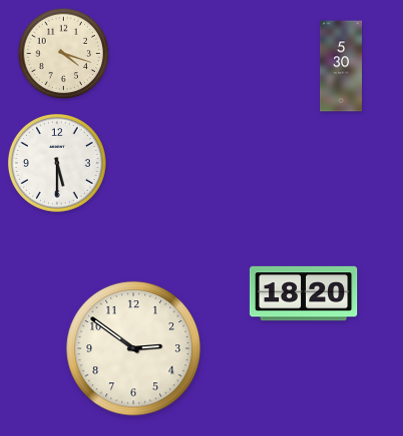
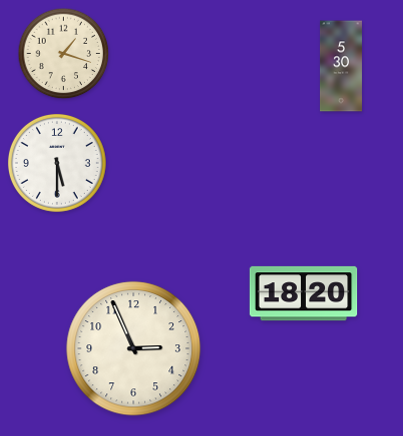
clock at (64, 54): 4:18 -> 1:18
clock at (134, 349): 2:51 -> 2:56
